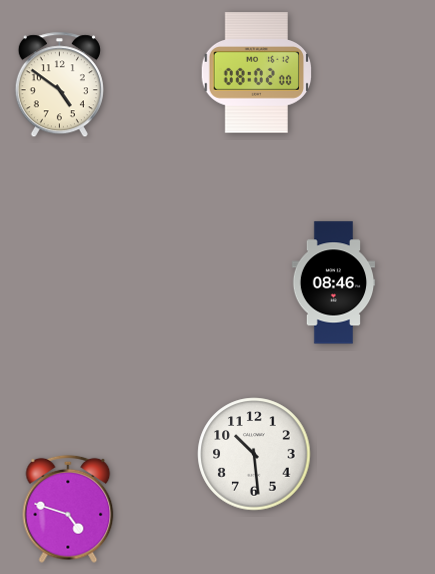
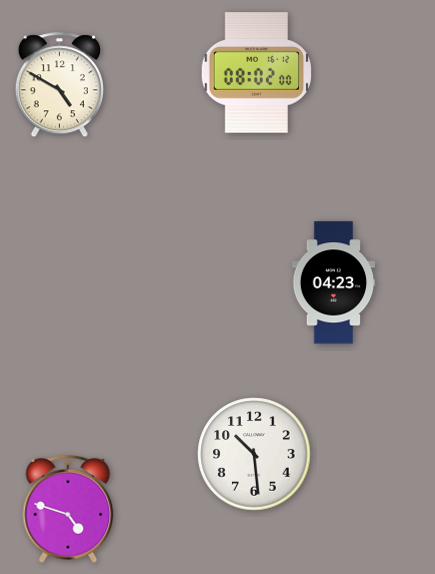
clock at (59, 85): 4:51 -> 4:50
clock at (334, 283): 08:46 -> 04:23
